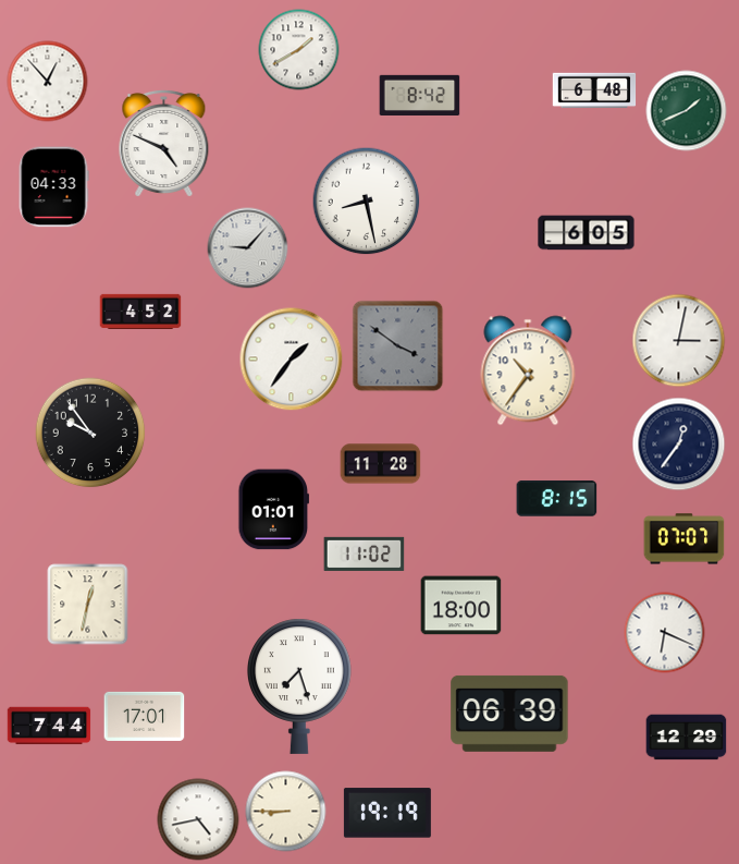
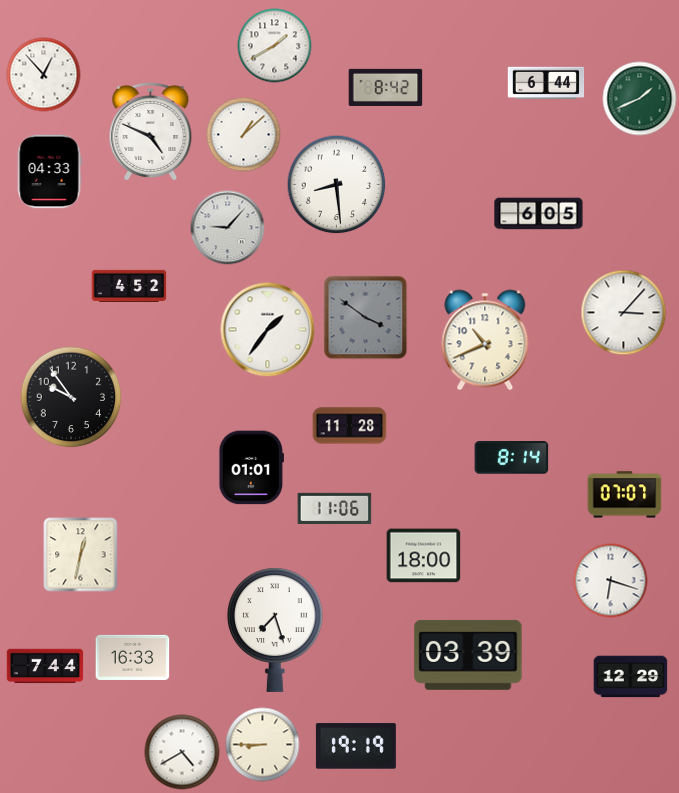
clock at (594, 90): 6:48 -> 6:44
clock at (687, 111) position: (687, 111) -> (640, 99)
clock at (244, 135): none -> 1:08
clock at (367, 202): 8:28 -> 8:29
clock at (679, 341): 3:02 -> 3:07
clock at (528, 370): 10:36 -> 10:41
clock at (90, 433) position: (90, 433) -> (71, 397)
clock at (679, 445): 12:36 -> none
clock at (557, 499): 8:15 -> 8:14
clock at (685, 539) position: (685, 539) -> (625, 495)
clock at (365, 553): 11:02 -> 11:06
clock at (665, 633): 6:19 -> 6:18
clock at (509, 714): 06:39 -> 03:39
clock at (145, 716): 17:01 -> 16:33
clock at (198, 819): 4:43 -> 4:40
